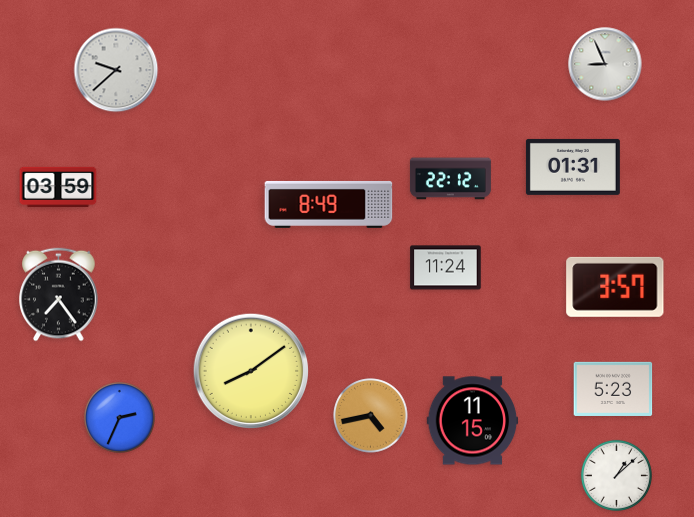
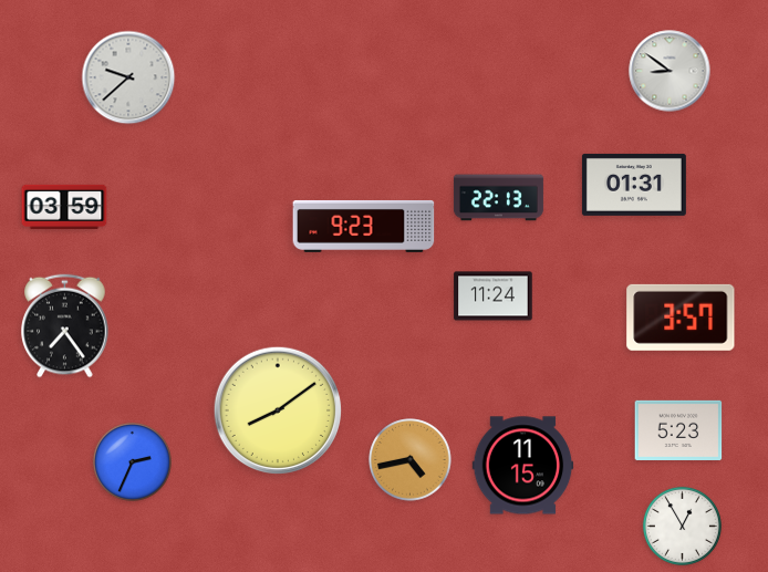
clock at (605, 64): 8:56 -> 8:51
clock at (450, 179): 22:12 -> 22:13
clock at (329, 204): 8:49 -> 9:23
clock at (616, 475): 1:08 -> 12:55
